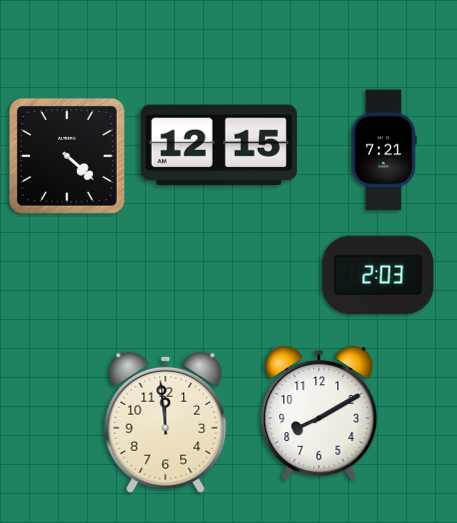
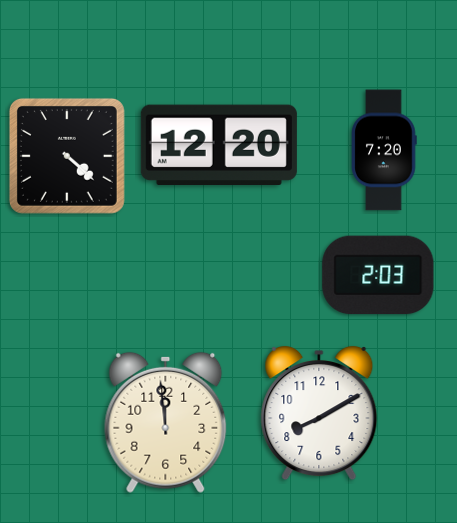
clock at (219, 144): 12:15 -> 12:20
clock at (384, 150): 7:21 -> 7:20
